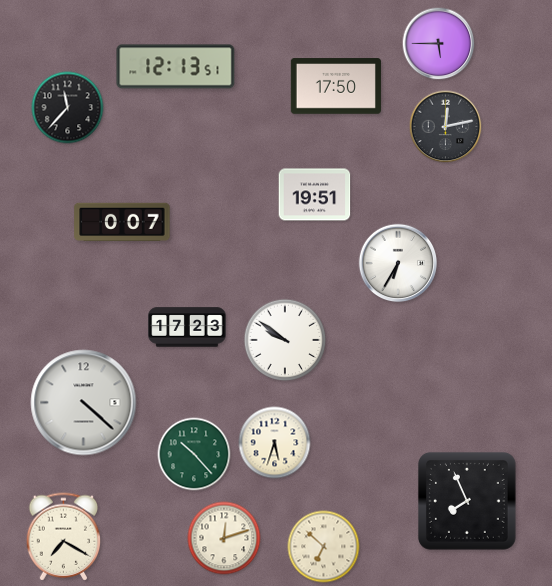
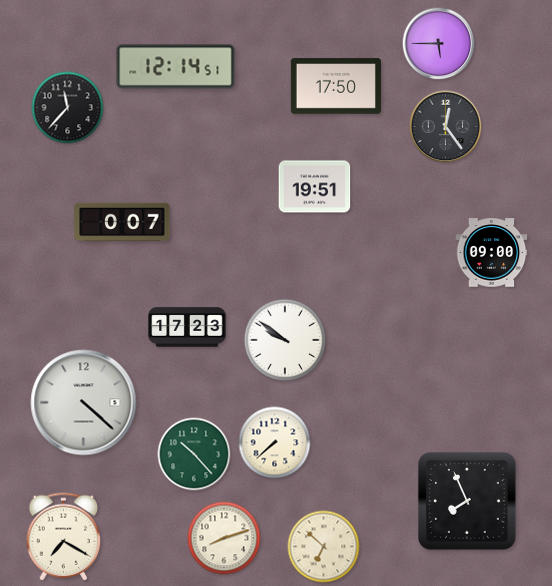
clock at (176, 67): 12:13 -> 12:14
clock at (446, 127): 12:13 -> 12:24
clock at (315, 195) position: (315, 195) -> (315, 187)
clock at (492, 253): none -> 09:00
clock at (398, 263): 6:35 -> none
clock at (275, 443): 5:33 -> 7:38
clock at (224, 538): 12:12 -> 8:12
